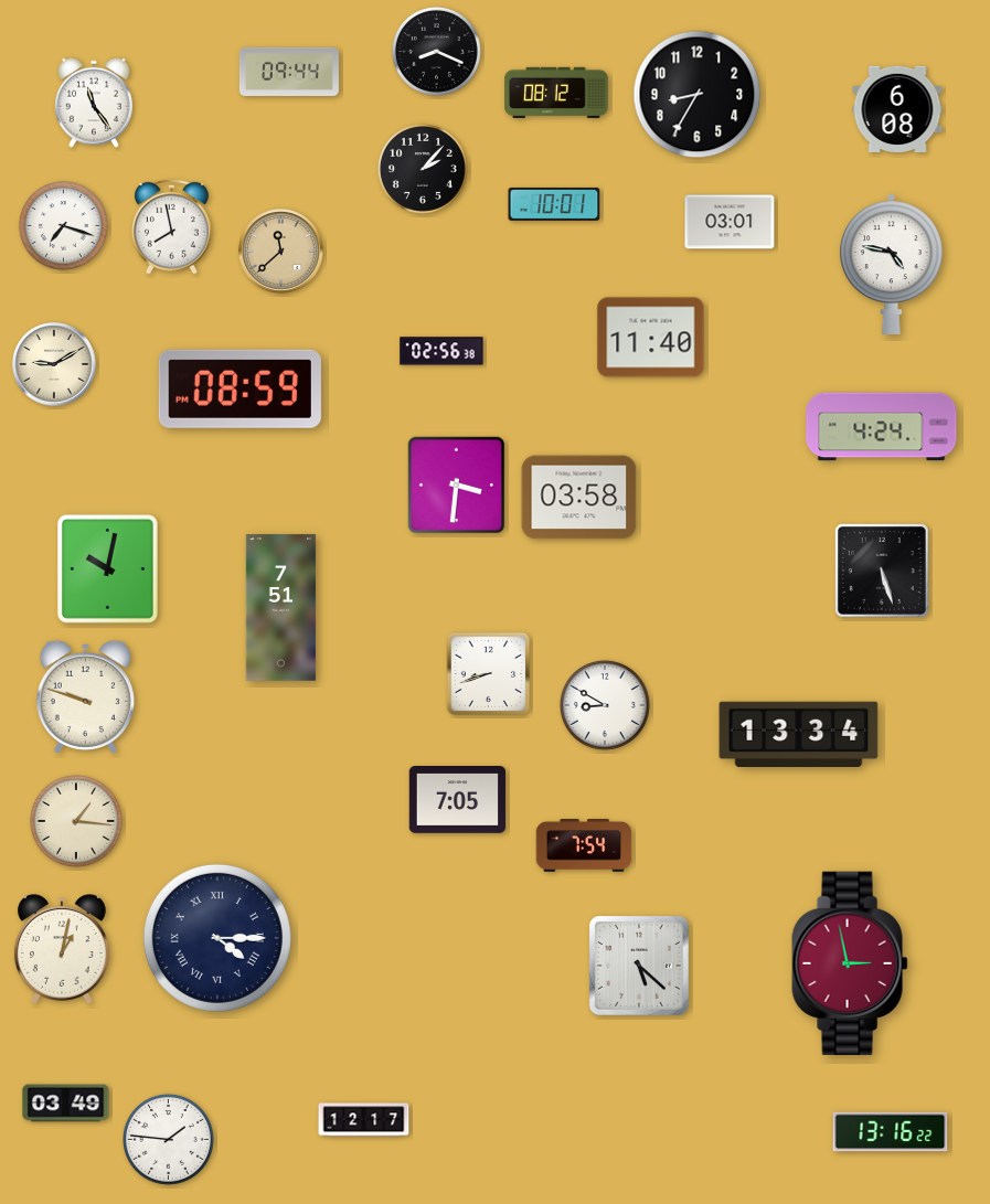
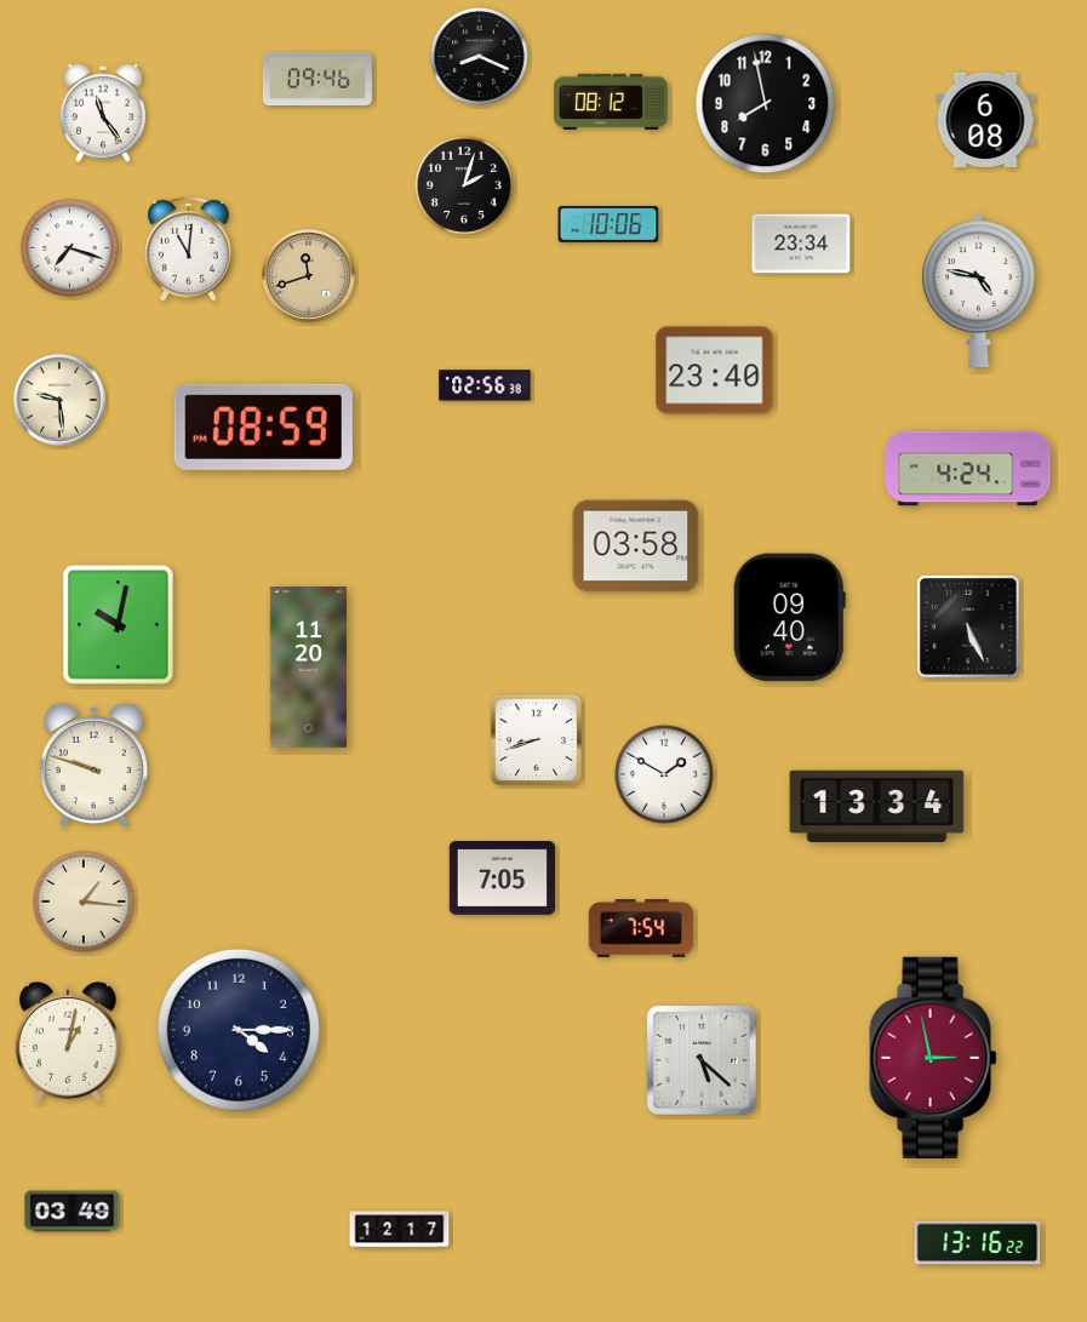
clock at (289, 72): 09:44 -> 09:46
clock at (698, 95): 8:35 -> 7:58
clock at (423, 169): 2:07 -> 2:03
clock at (554, 204): 10:01 -> 10:06
clock at (730, 222): 03:01 -> 23:34
clock at (171, 226): 7:58 -> 11:01
clock at (281, 252): 11:38 -> 11:42
clock at (651, 338): 11:40 -> 23:40
clock at (55, 365): 9:10 -> 9:29
clock at (457, 486): 3:31 -> none
clock at (789, 618): none -> 09:40
clock at (883, 572): 5:27 -> 5:26
clock at (280, 608): 7:51 -> 11:20
clock at (605, 705): 8:50 -> 1:50
clock at (217, 938) numerals: Roman -> Arabic
clock at (168, 1139): 1:46 -> none
